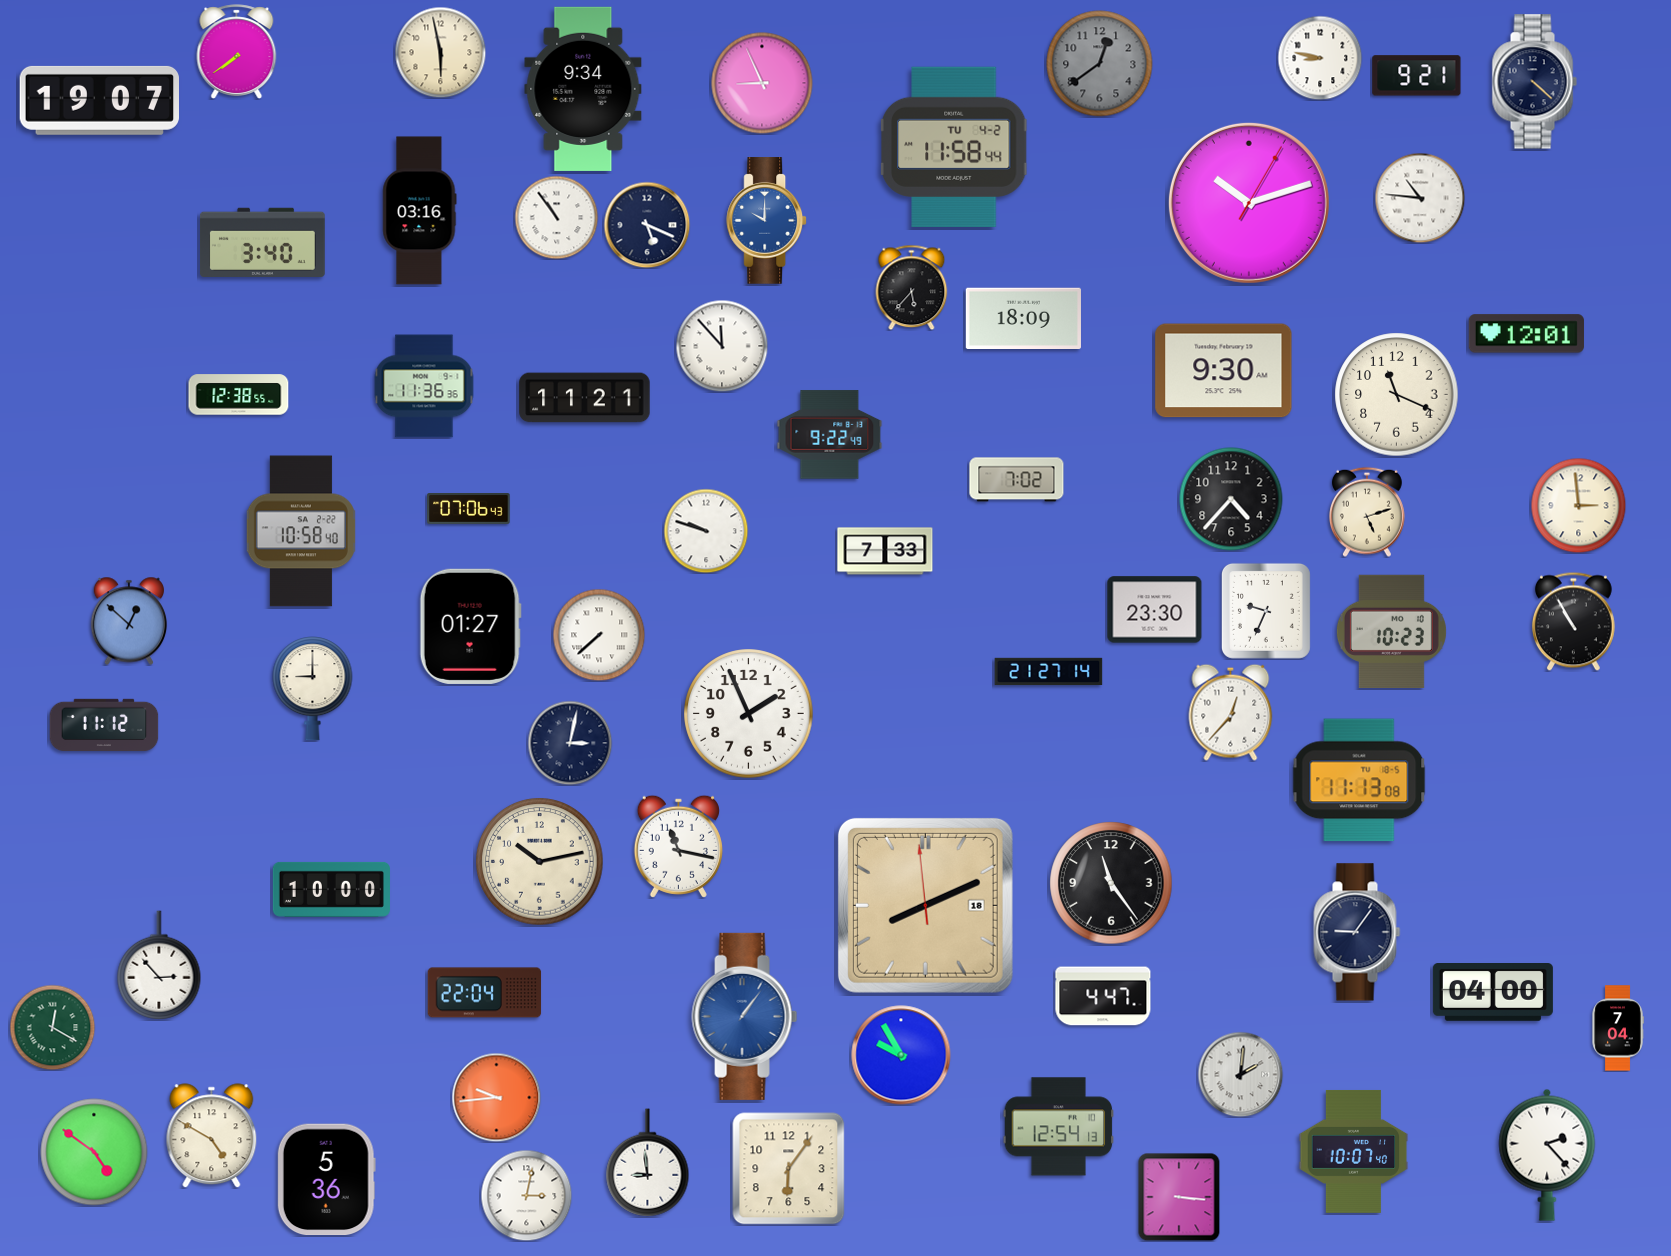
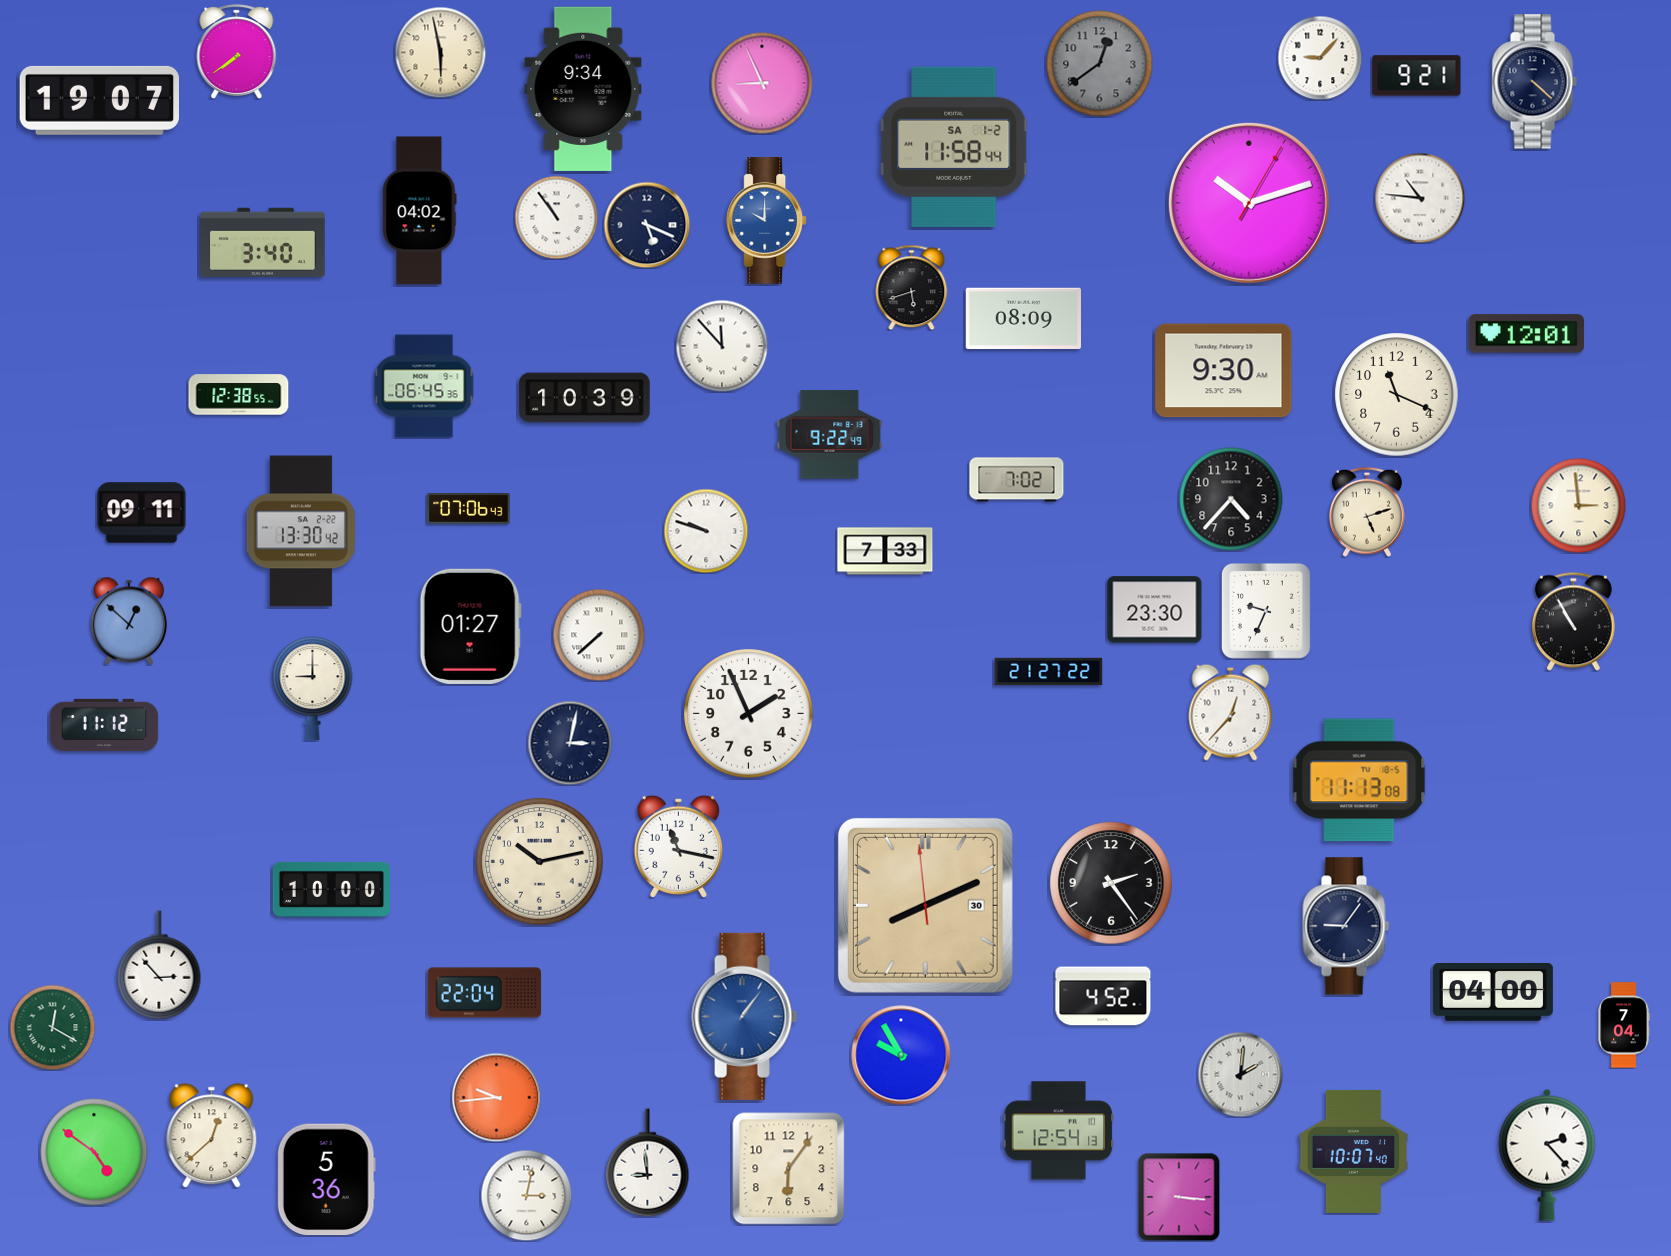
clock at (1320, 58): 8:47 -> 9:07
clock at (954, 146) date: TU 4-2 -> SA 1-2
clock at (420, 211): 03:16 -> 04:02
clock at (912, 287): 5:37 -> 5:42
clock at (1023, 318): 18:09 -> 08:09
clock at (424, 386): 11:36 -> 06:45
clock at (585, 398): 11:21 -> 10:39
clock at (142, 513): none -> 09:11
clock at (301, 531): 10:58 -> 13:30
clock at (1391, 632): 10:23 -> none
clock at (1049, 672): 21:27:14 -> 21:27:22
clock at (1111, 883): 11:24 -> 2:24
clock at (925, 905) date: 18 -> 30
clock at (1357, 932) position: (1357, 932) -> (1346, 926)
clock at (1103, 996): 4:47 -> 4:52
clock at (1618, 1028) position: (1618, 1028) -> (1624, 1025)
clock at (1059, 1127) position: (1059, 1127) -> (1059, 1131)
clock at (212, 1136): 4:50 -> 12:38
